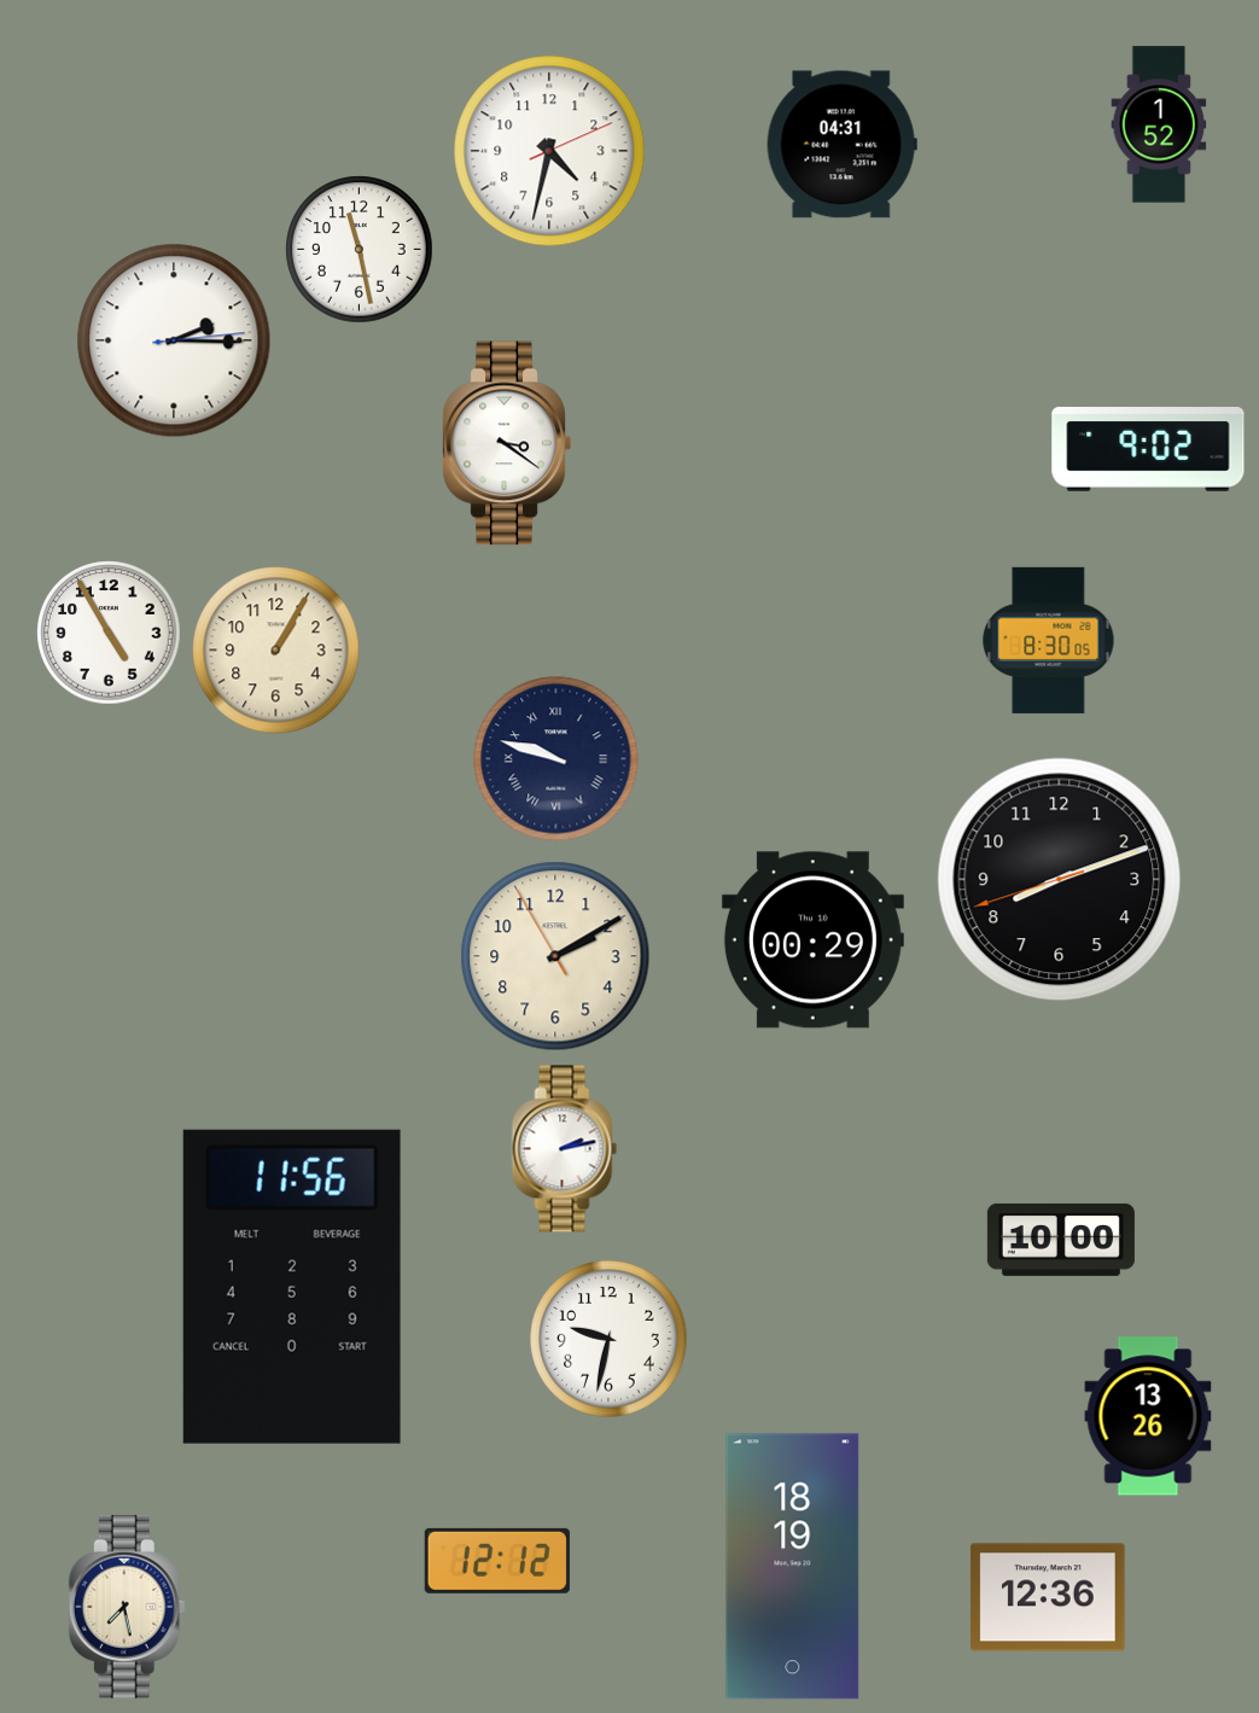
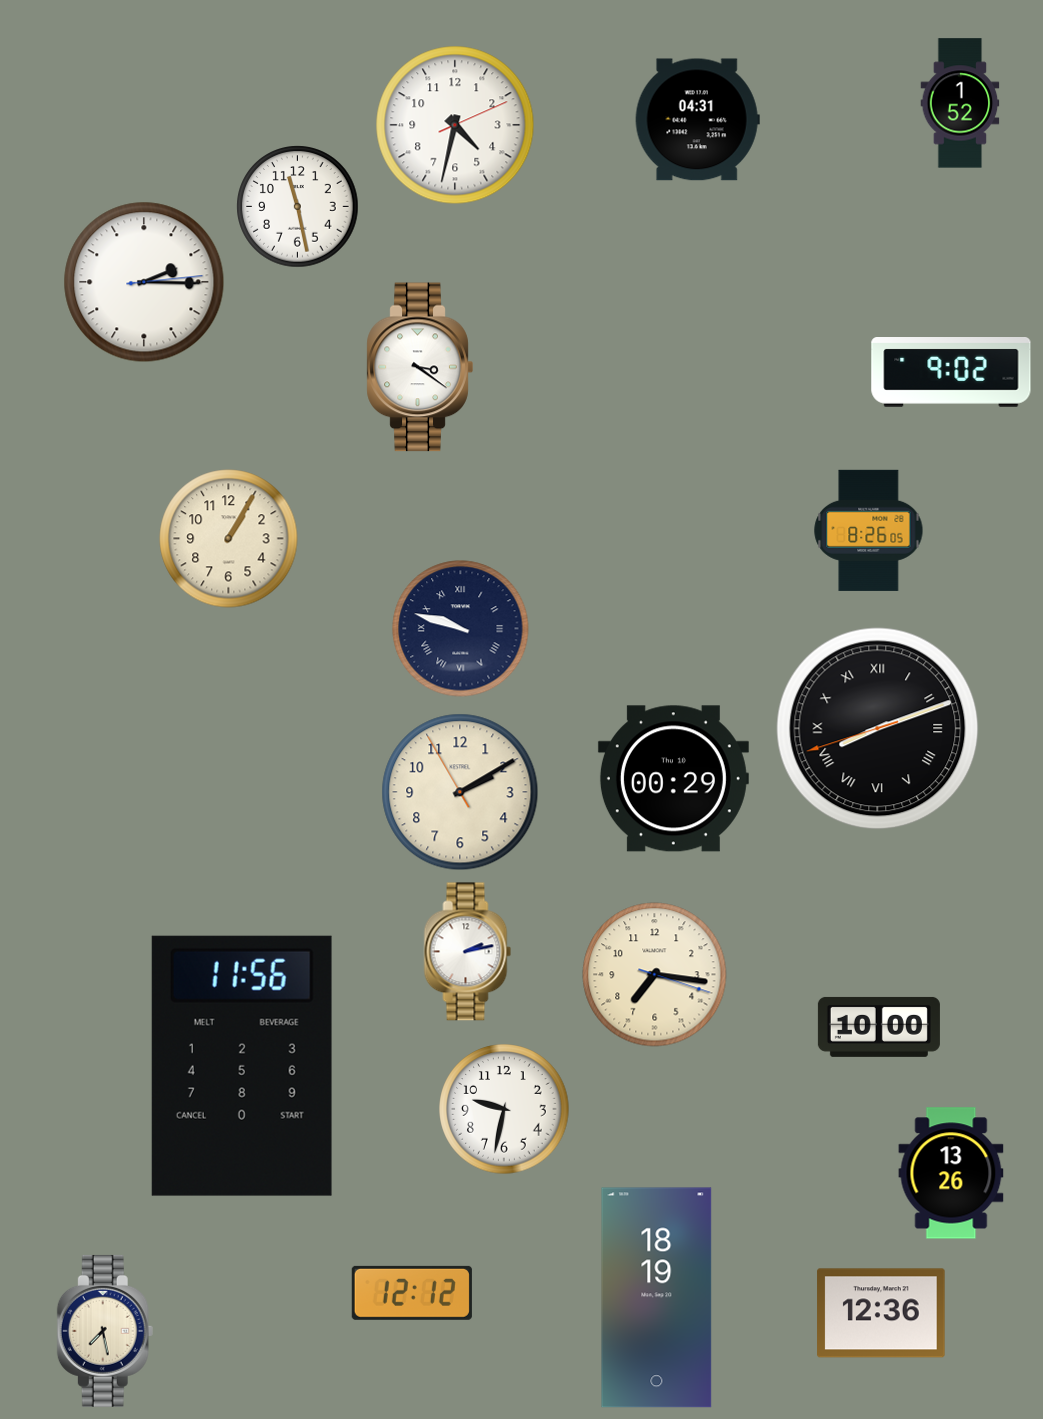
clock at (109, 633): 4:55 -> none
clock at (1049, 640): 8:30 -> 8:26
clock at (1060, 880) numerals: Arabic -> Roman
clock at (655, 975): none -> 7:16
clock at (1048, 1597) position: (1048, 1597) -> (881, 1313)
